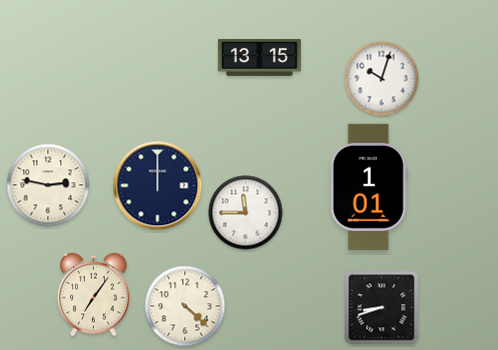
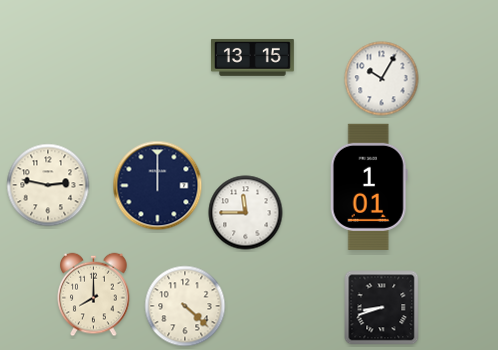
clock at (259, 57) position: (259, 57) -> (252, 57)
clock at (382, 79): 10:03 -> 10:05
clock at (94, 295): 7:06 -> 8:00
